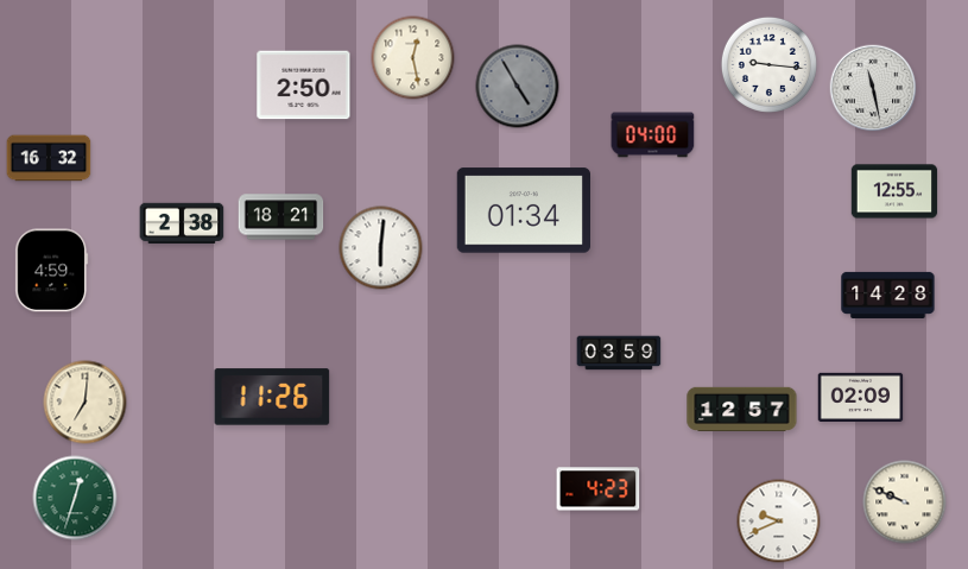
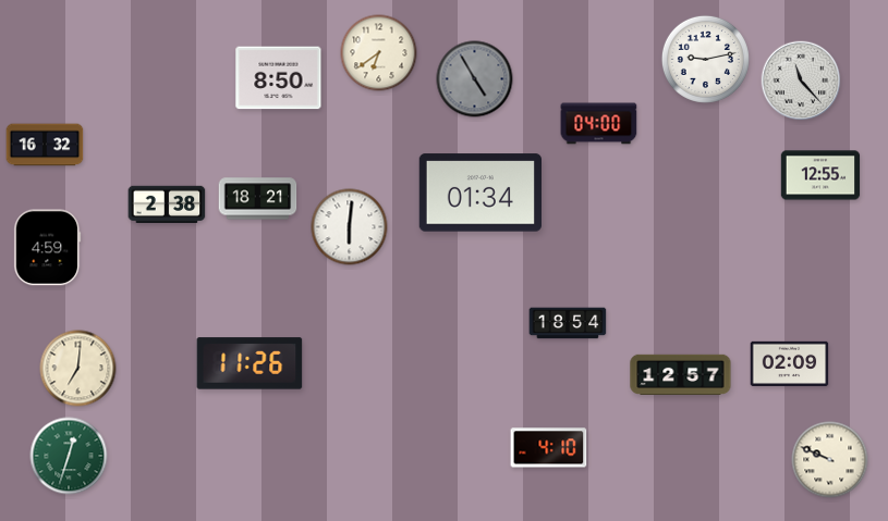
clock at (413, 58): 12:28 -> 6:39
clock at (768, 64): 9:16 -> 9:13
clock at (304, 86): 2:50 -> 8:50
clock at (873, 88): 11:28 -> 11:23
clock at (888, 295): 14:28 -> none
clock at (619, 353): 03:59 -> 18:54
clock at (599, 489): 4:23 -> 4:10
clock at (779, 521): 9:41 -> none
